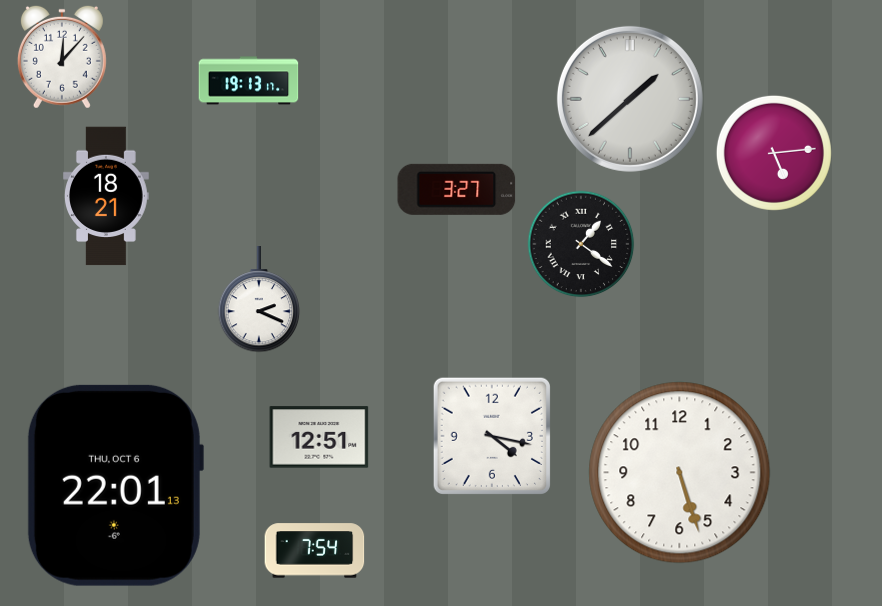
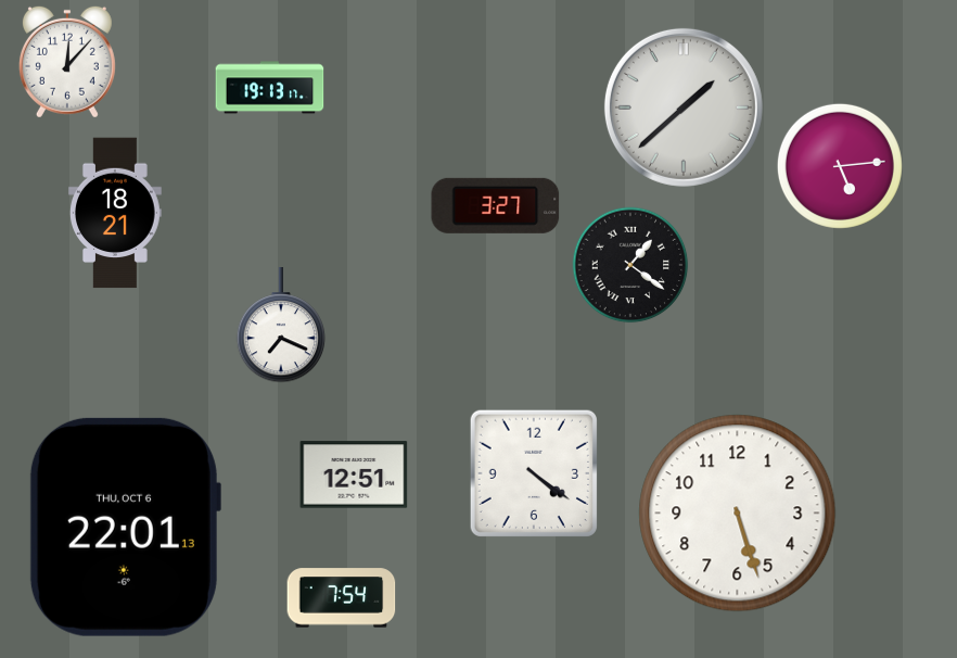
clock at (259, 299): 2:19 -> 7:19
clock at (492, 436): 4:17 -> 4:21
clock at (319, 437) position: (319, 437) -> (354, 474)
